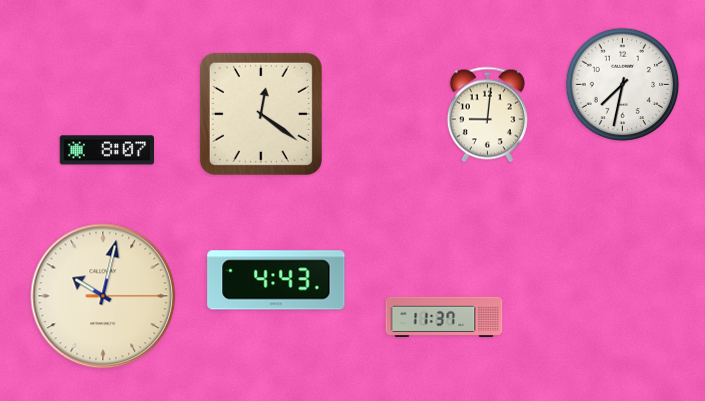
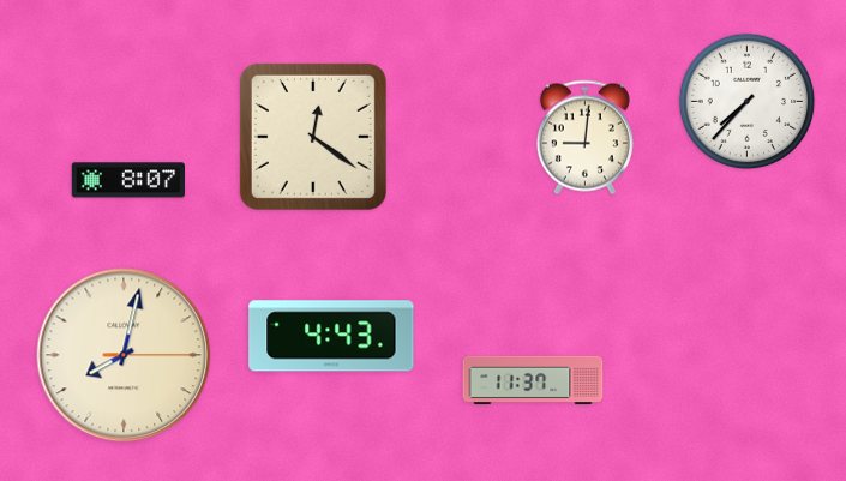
clock at (623, 85): 7:32 -> 7:37
clock at (103, 296): 10:02 -> 8:02
